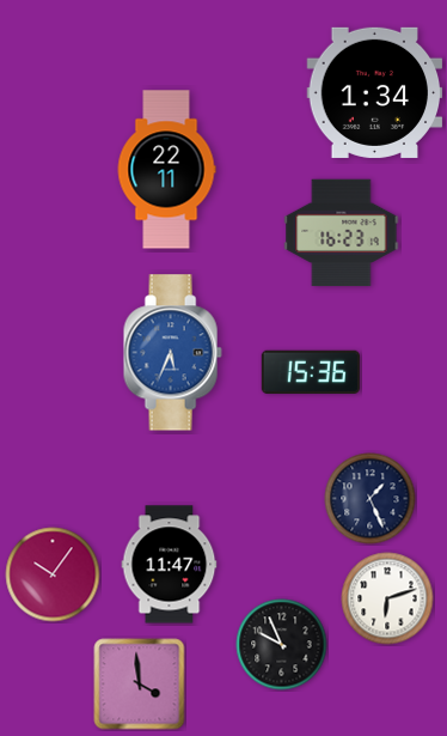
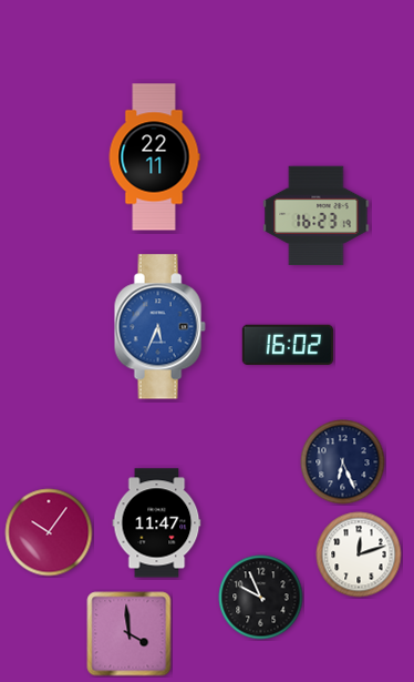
clock at (375, 92): 1:34 -> none
clock at (311, 372): 15:36 -> 16:02
clock at (371, 499): 1:26 -> 6:26
clock at (387, 598): 6:12 -> 12:12
